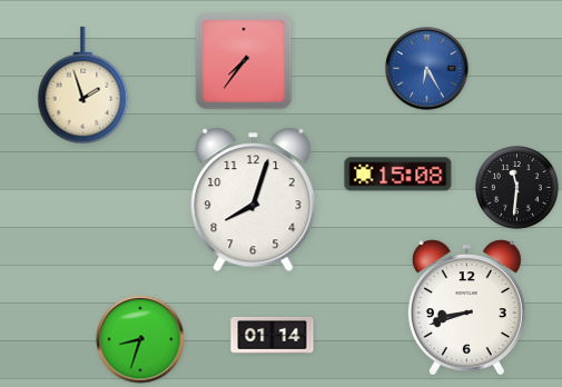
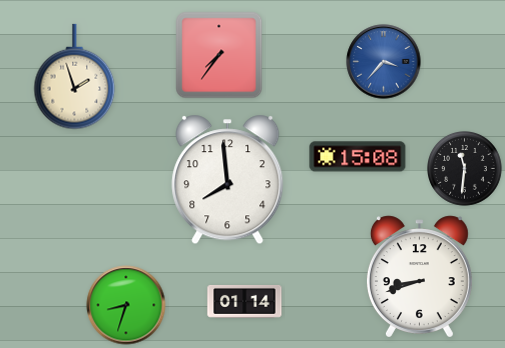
clock at (427, 69): 6:25 -> 3:37
clock at (254, 200): 8:03 -> 7:59
